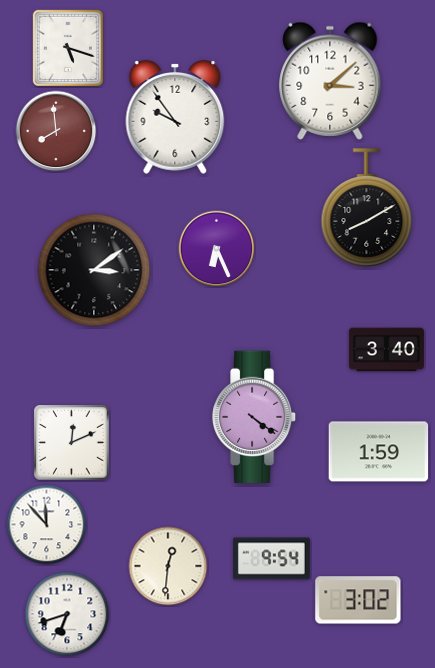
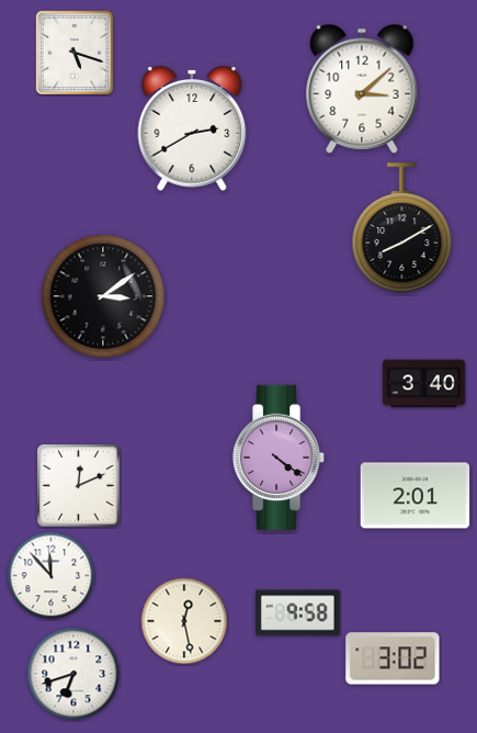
clock at (175, 118): 9:54 -> 2:40
clock at (56, 131): 7:59 -> none
clock at (217, 249): 6:26 -> none
clock at (379, 452): 1:59 -> 2:01
clock at (271, 559): 9:54 -> 9:58
clock at (168, 566): 12:31 -> 12:28
